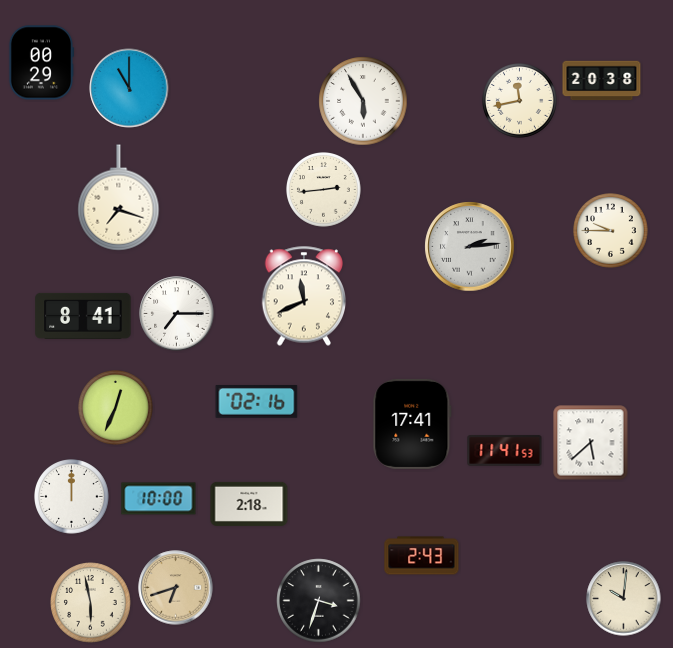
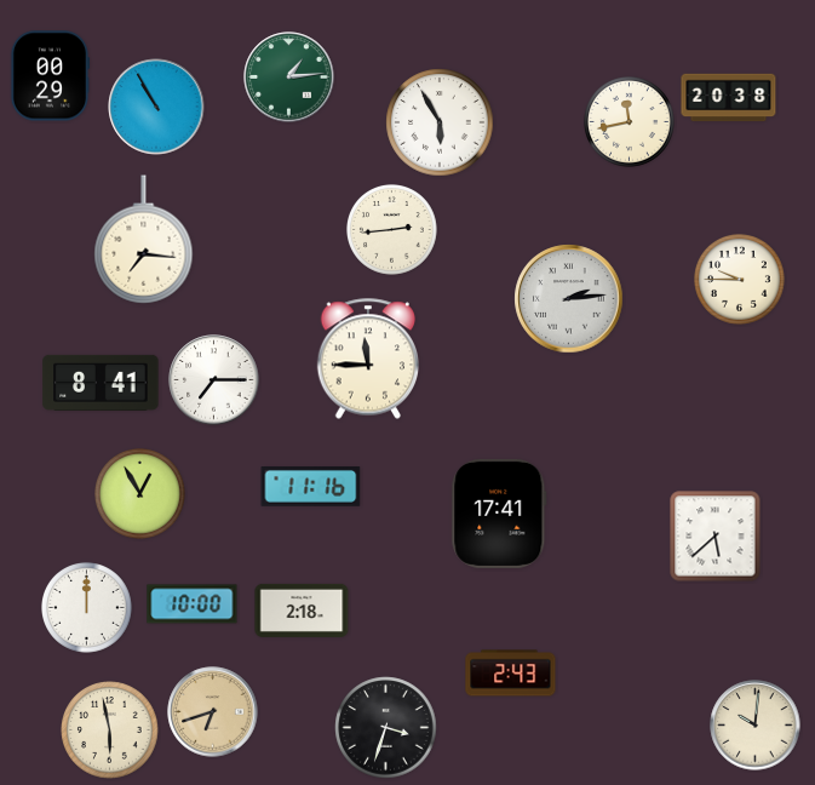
clock at (289, 78): none -> 1:14
clock at (129, 88): 11:00 -> 10:55
clock at (119, 198): 7:18 -> 7:16
clock at (304, 296): 11:41 -> 11:45
clock at (257, 402): 02:16 -> 11:16
clock at (116, 408): 12:34 -> 12:55
clock at (505, 451): 11:41 -> none
clock at (72, 497) position: (72, 497) -> (87, 608)
